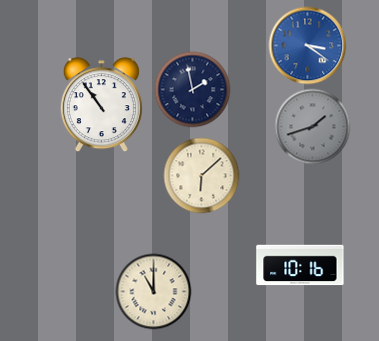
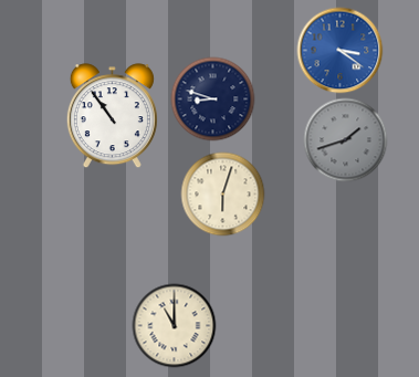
clock at (193, 90): 1:58 -> 8:48
clock at (202, 176): 6:08 -> 6:03
clock at (300, 265): 10:16 -> none
clock at (154, 292) position: (154, 292) -> (175, 326)
